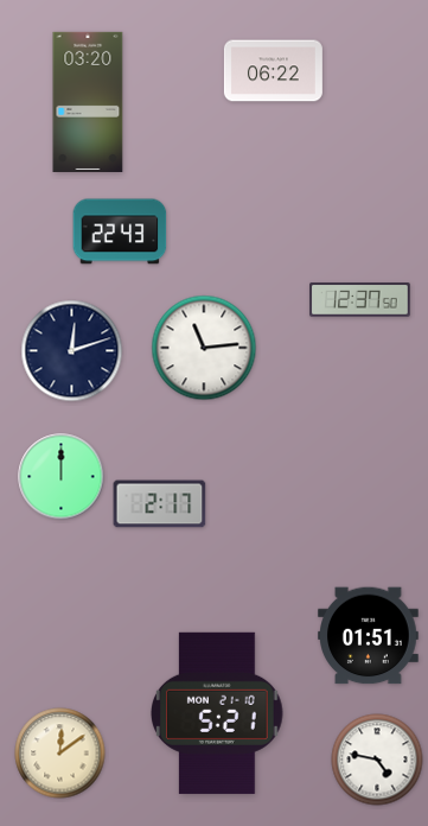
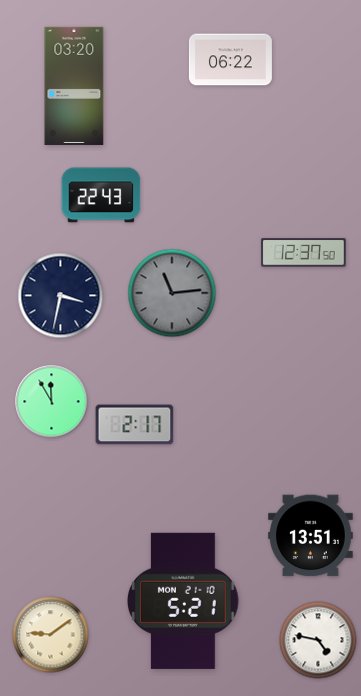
clock at (204, 348) dial: white -> grey
clock at (72, 351): 12:12 -> 3:32
clock at (62, 477): 12:00 -> 11:55
clock at (369, 636): 01:51 -> 13:51
clock at (60, 754): 12:09 -> 9:09
